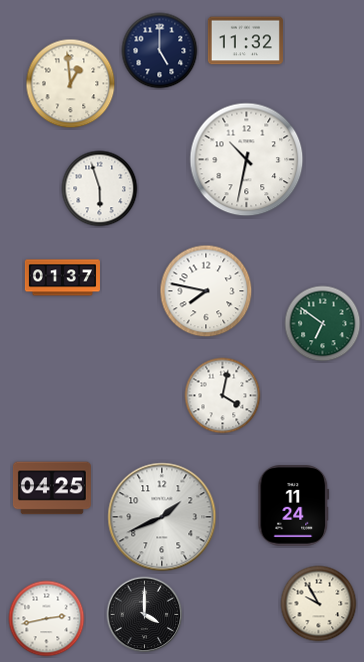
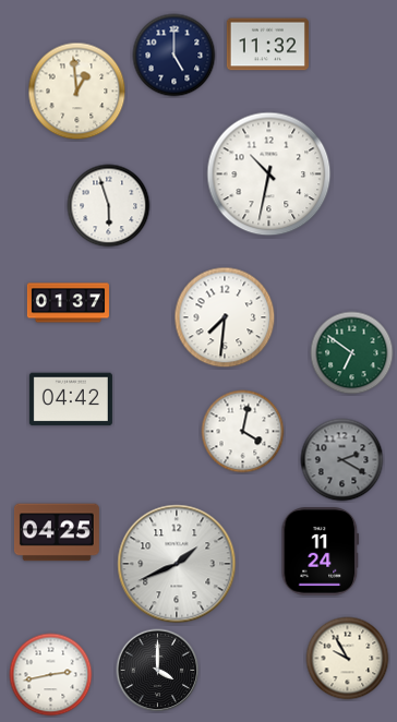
clock at (206, 291): 7:47 -> 7:31
clock at (71, 399): none -> 04:42
clock at (342, 460): none -> 2:20
